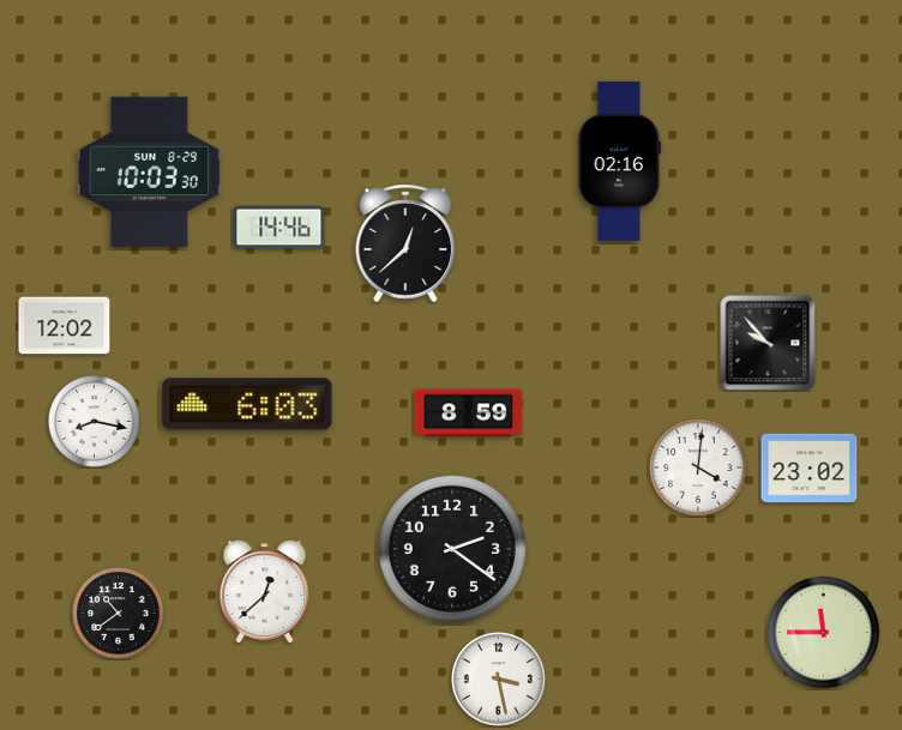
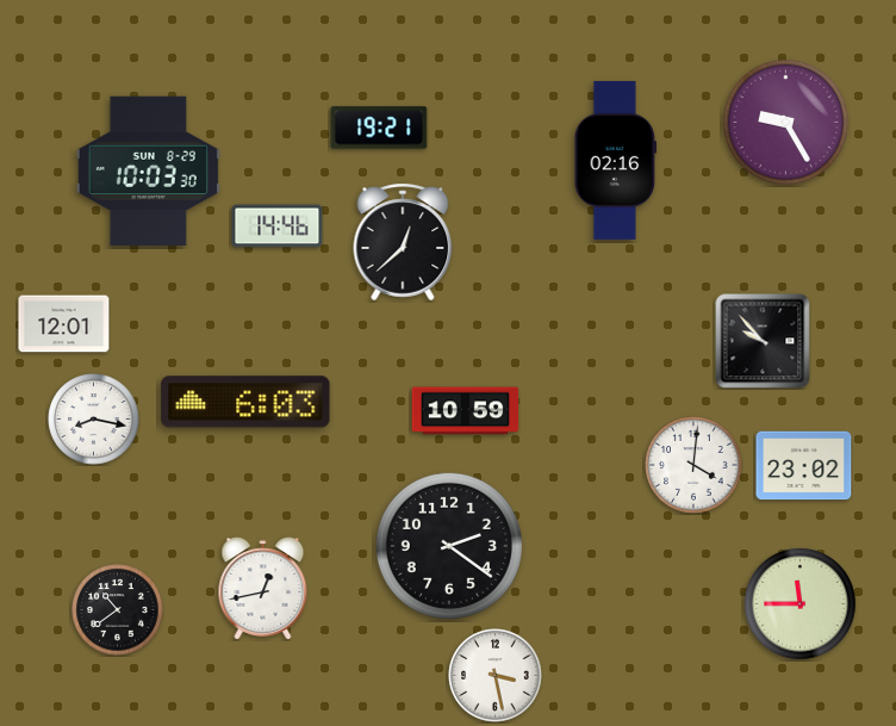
clock at (785, 122): none -> 9:25
clock at (379, 128): none -> 19:21
clock at (65, 326): 12:02 -> 12:01
clock at (469, 414): 8:59 -> 10:59
clock at (265, 592): 12:38 -> 12:43
clock at (824, 633) position: (824, 633) -> (801, 604)
